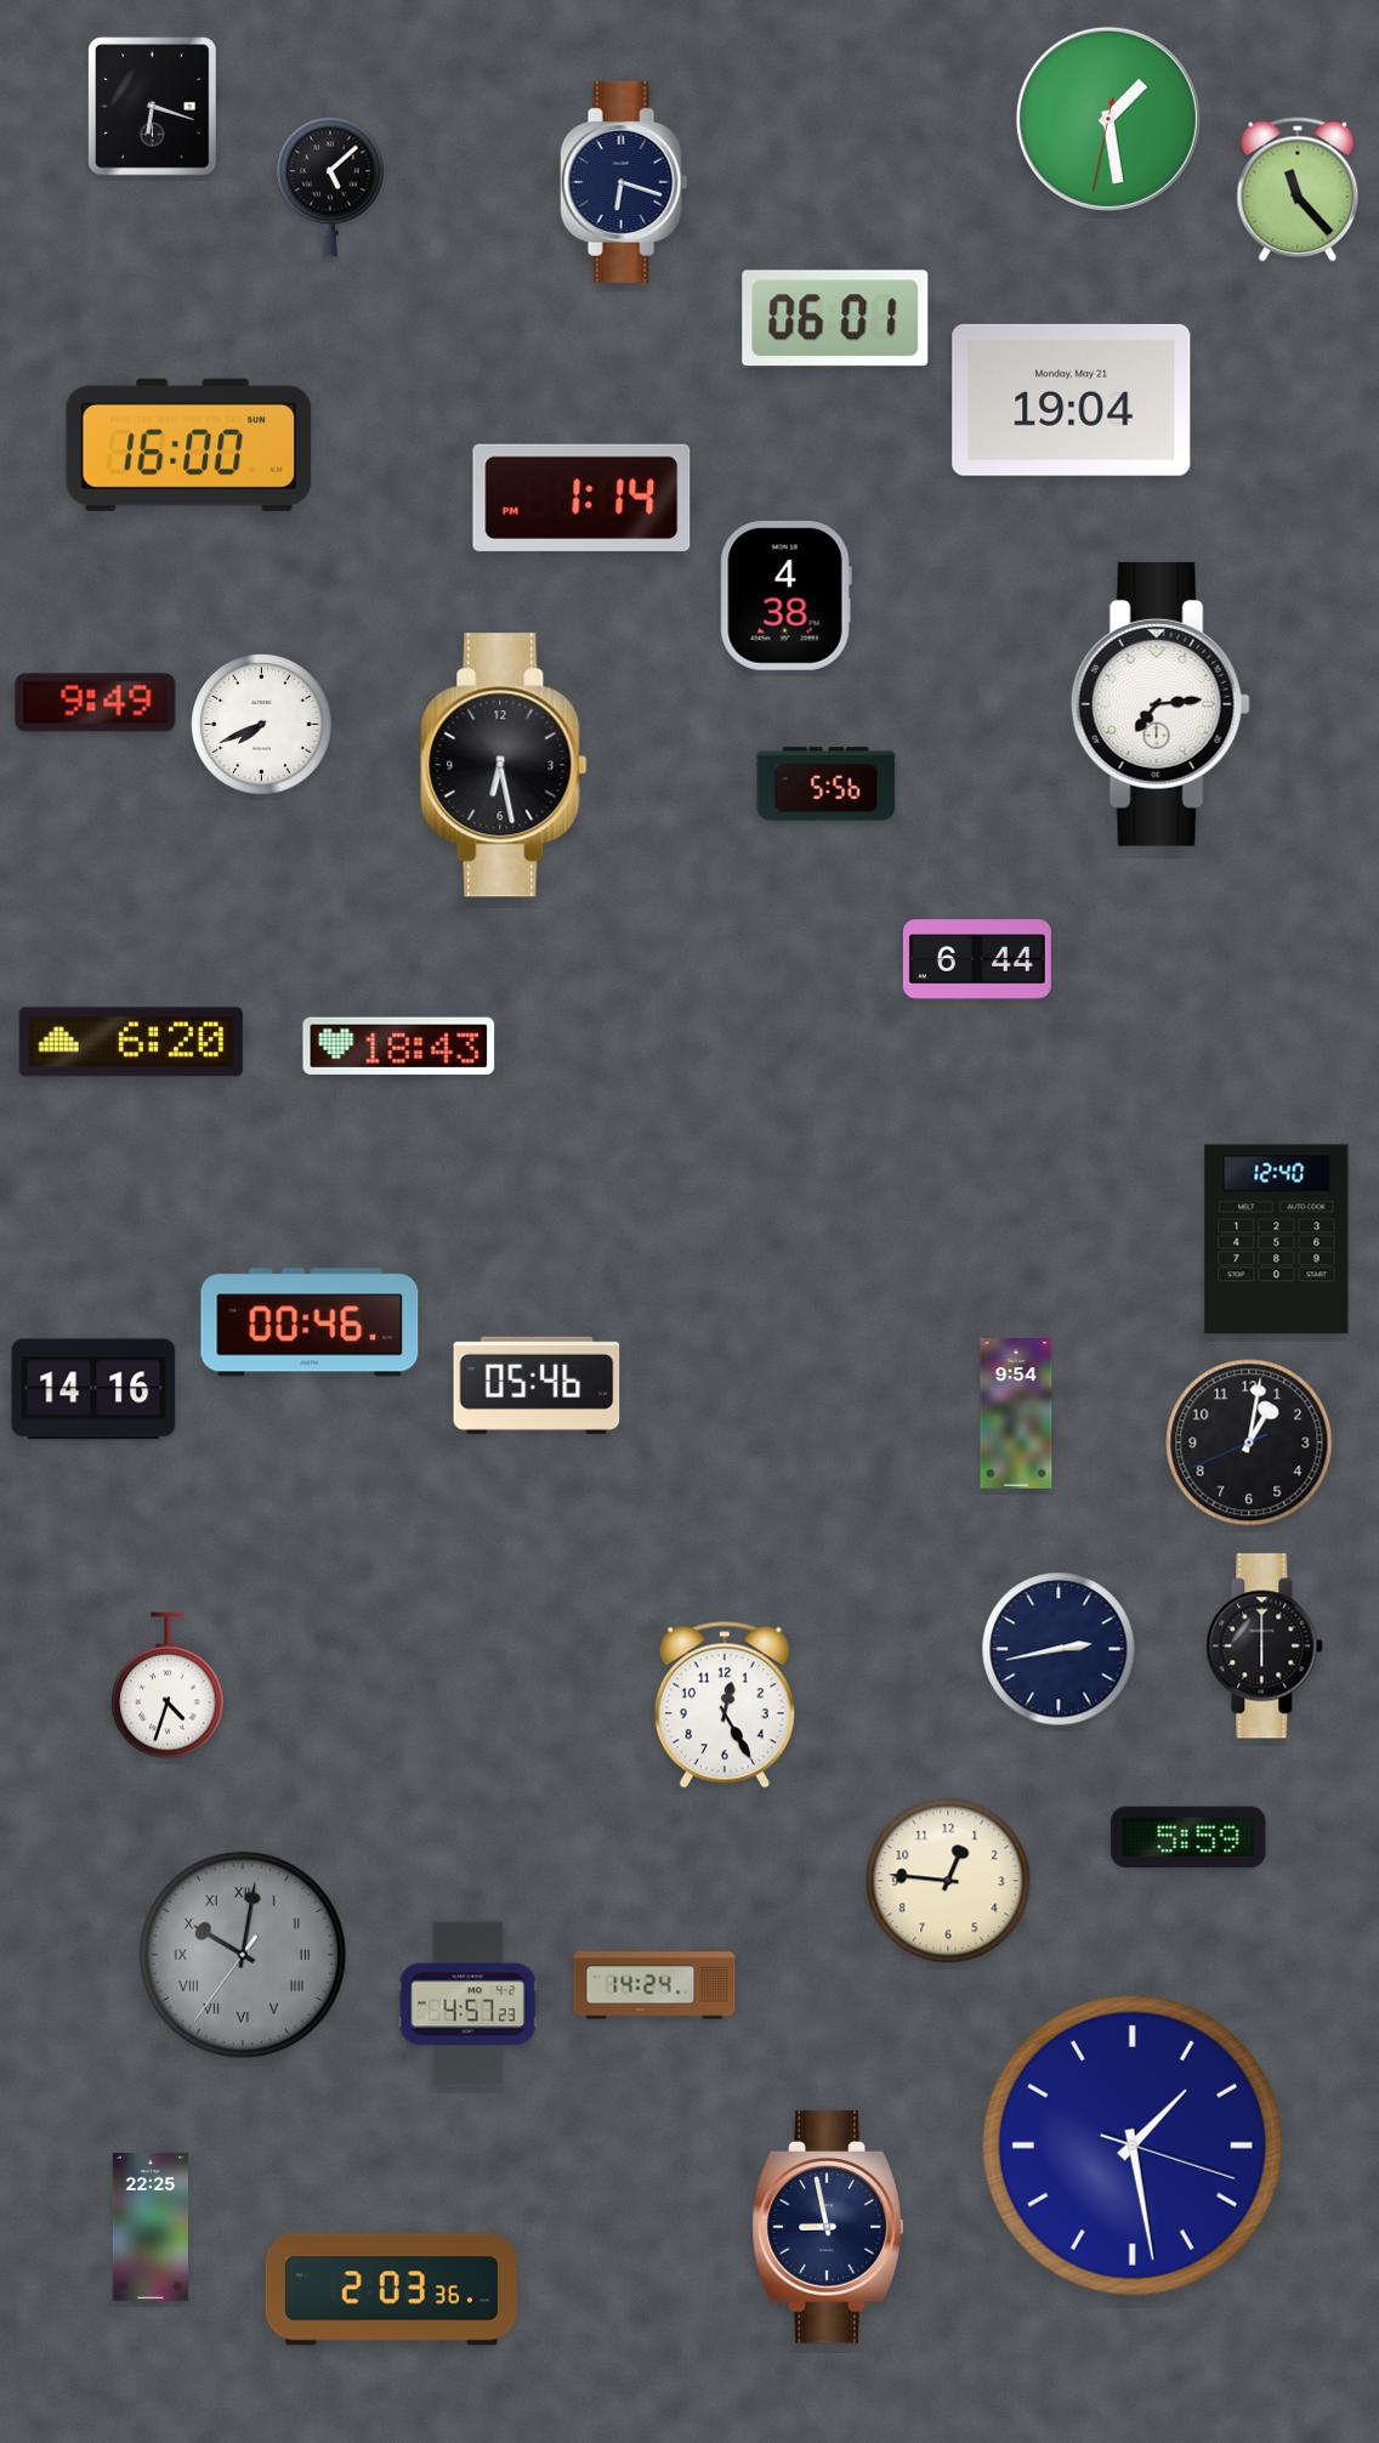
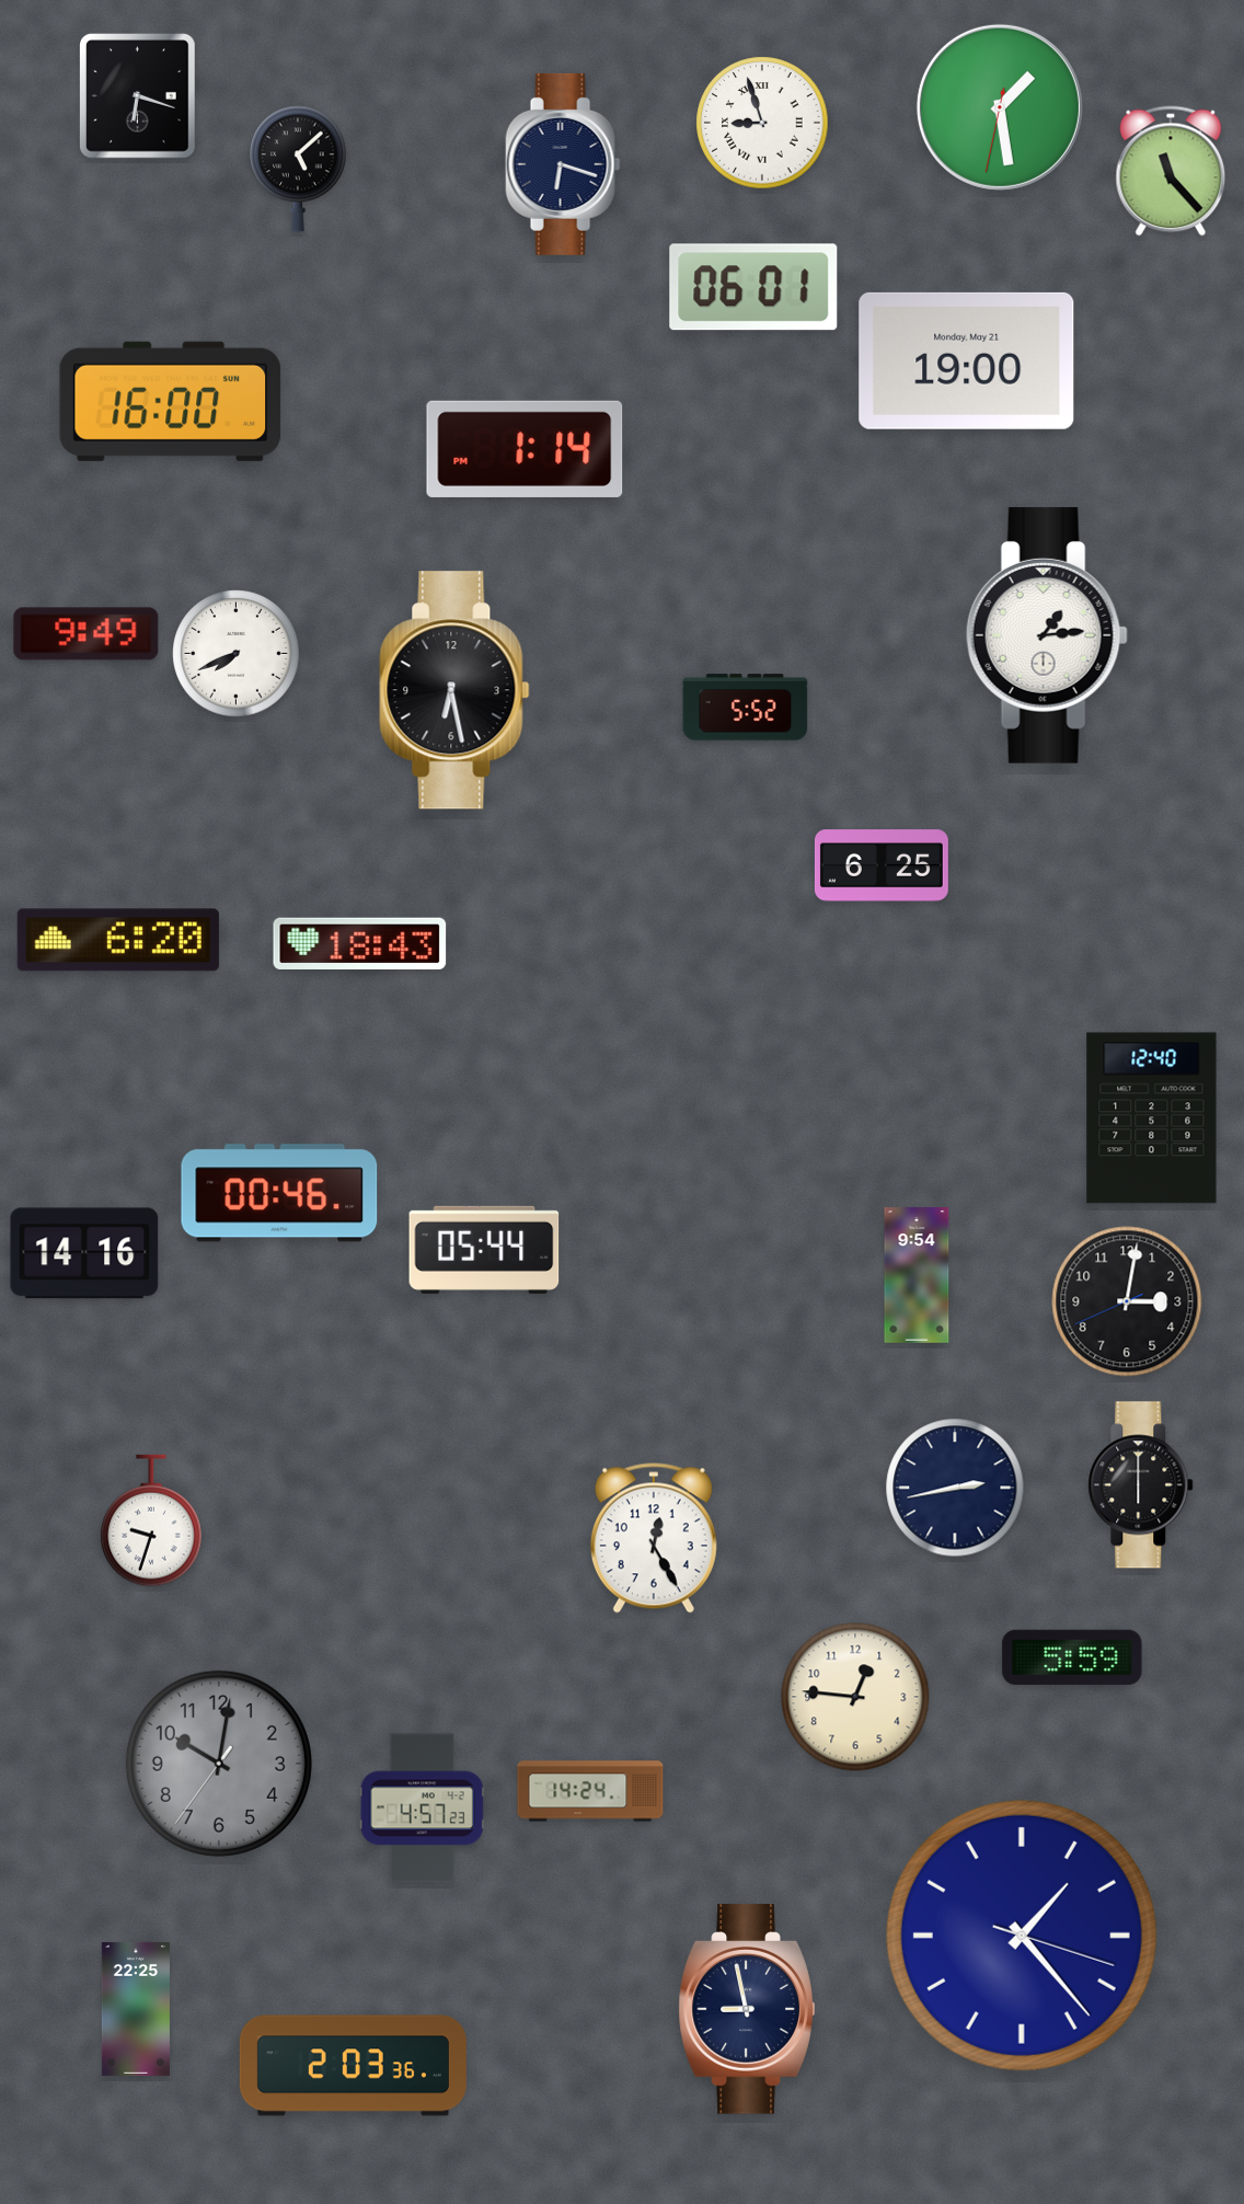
clock at (762, 123): none -> 8:57
clock at (1072, 399): 19:04 -> 19:00
clock at (785, 595): 4:38 -> none
clock at (1160, 704): 7:14 -> 1:14
clock at (827, 784): 5:56 -> 5:52
clock at (977, 959): 6:44 -> 6:25
clock at (537, 1385): 05:46 -> 05:44
clock at (1249, 1442): 1:01 -> 3:01
clock at (168, 1685): 4:33 -> 9:33
clock at (243, 1955) numerals: Roman -> Arabic
clock at (1133, 2146): 1:28 -> 1:23
